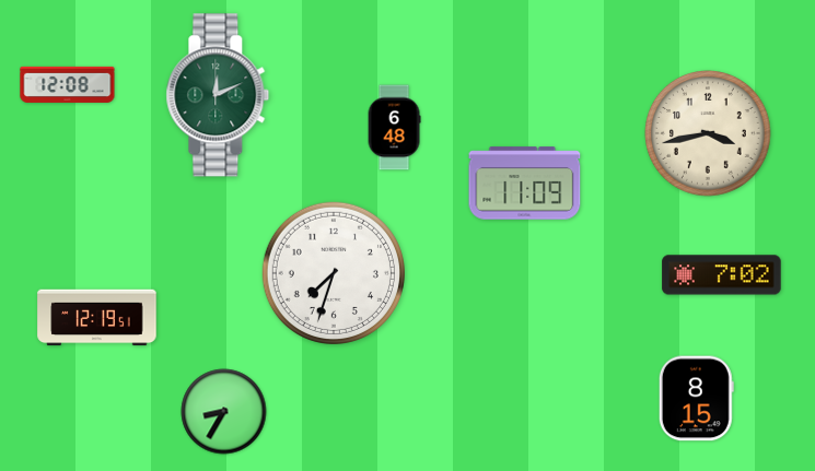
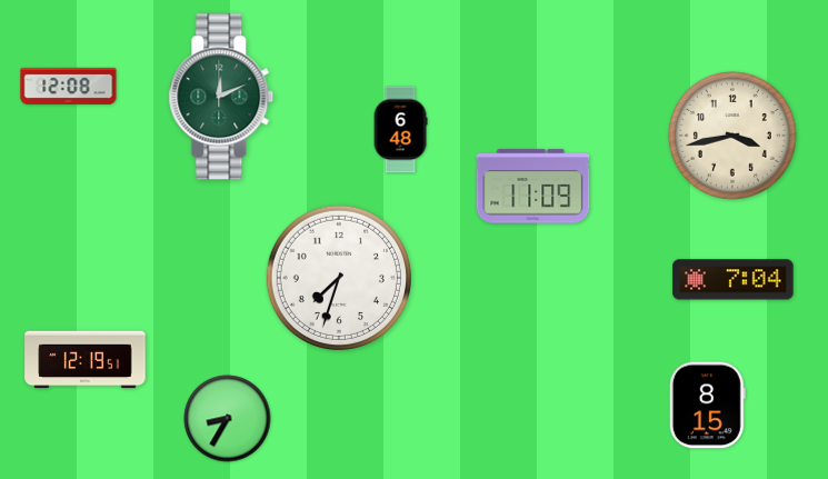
clock at (709, 134) position: (709, 134) -> (734, 137)
clock at (722, 275): 7:02 -> 7:04
clock at (97, 318) position: (97, 318) -> (86, 360)
